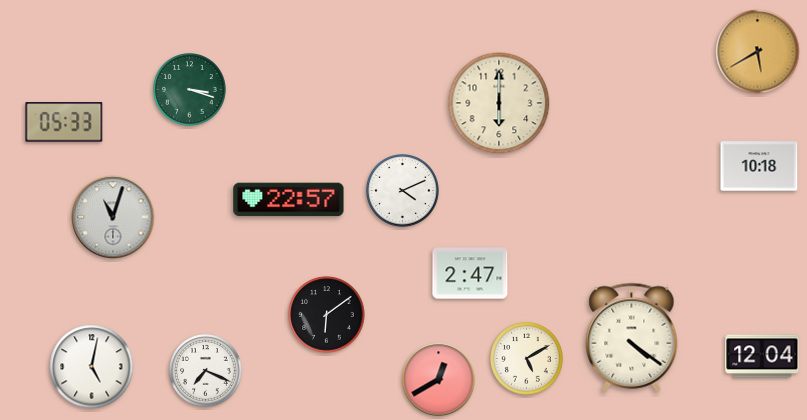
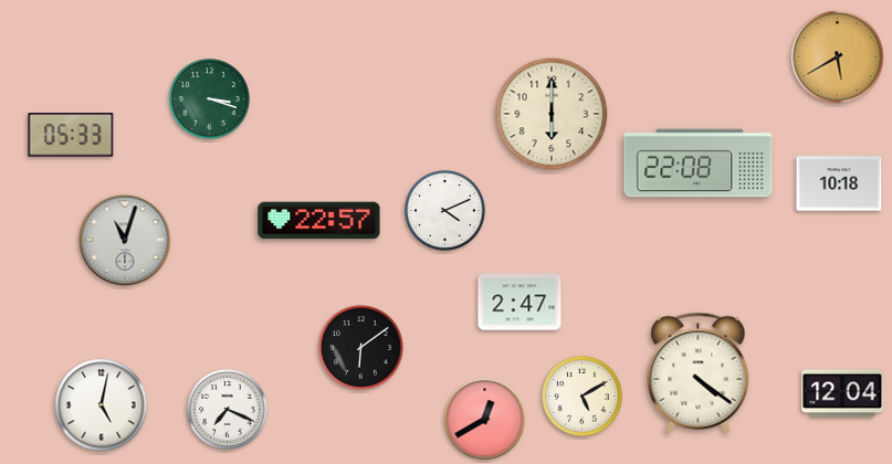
clock at (699, 164): none -> 22:08
